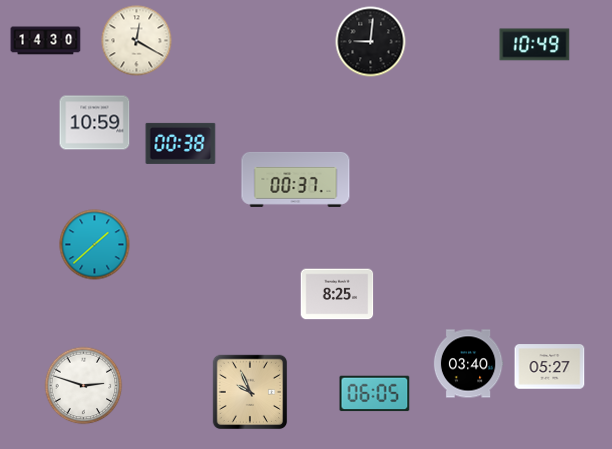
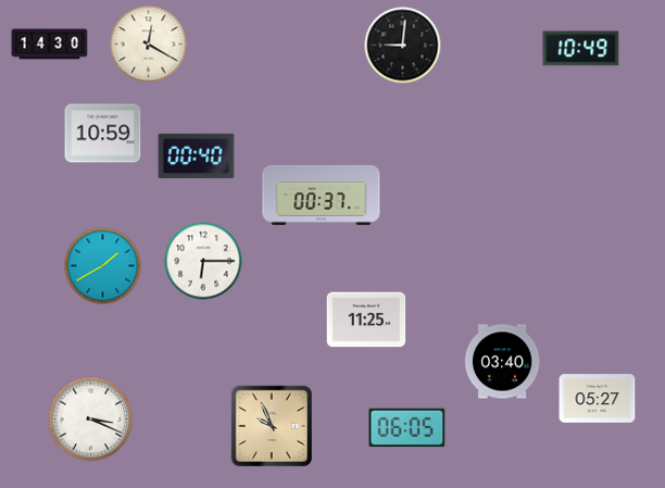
clock at (181, 143): 00:38 -> 00:40
clock at (203, 261): none -> 6:15
clock at (95, 245): 1:38 -> 1:40
clock at (337, 294): 8:25 -> 11:25
clock at (468, 364) position: (468, 364) -> (502, 362)
clock at (84, 386): 2:48 -> 3:19
